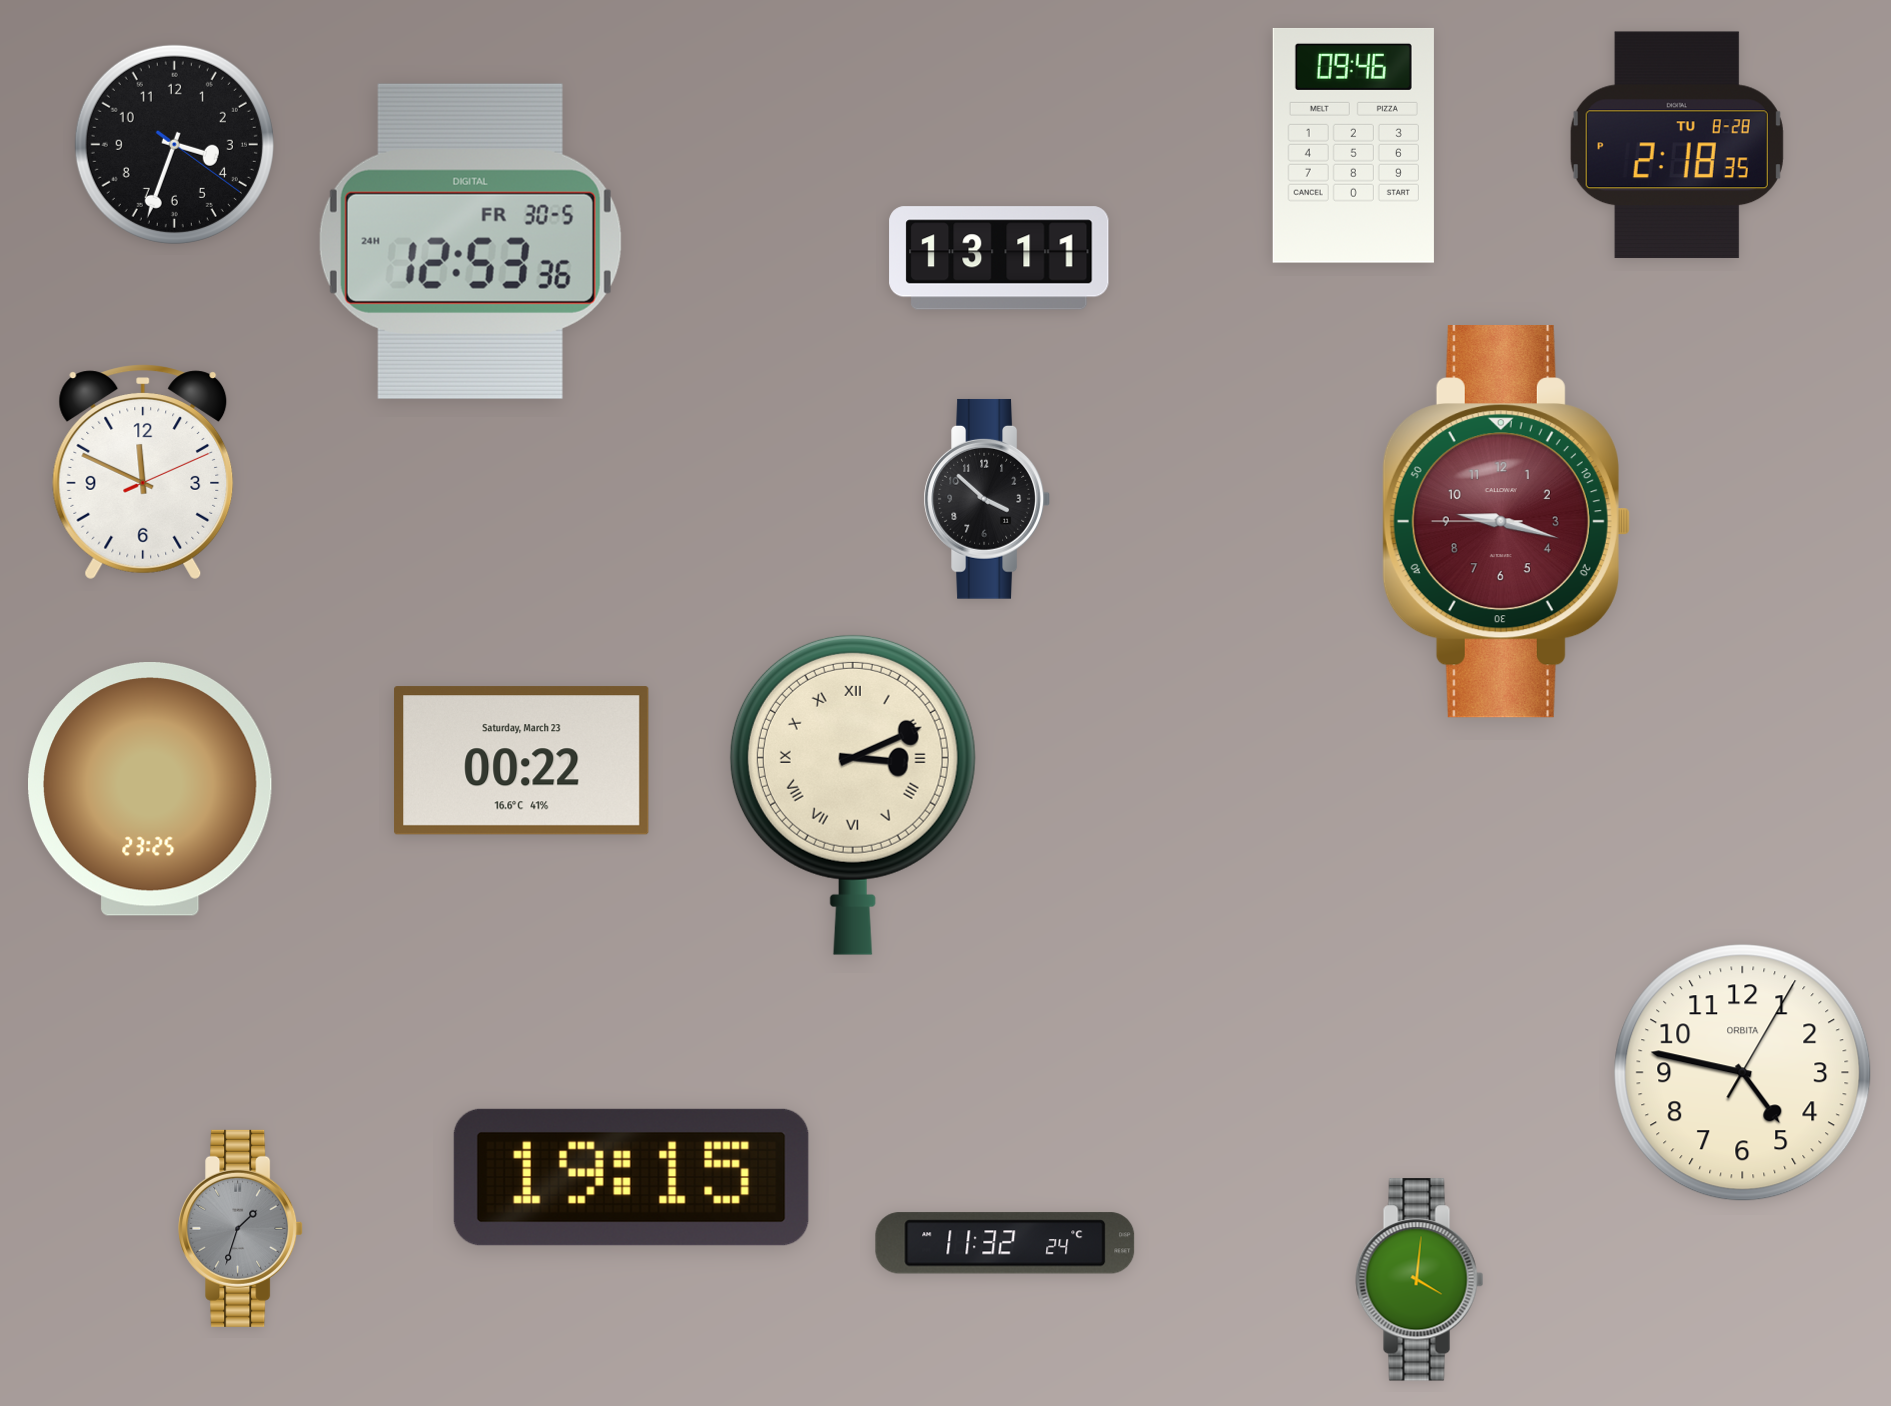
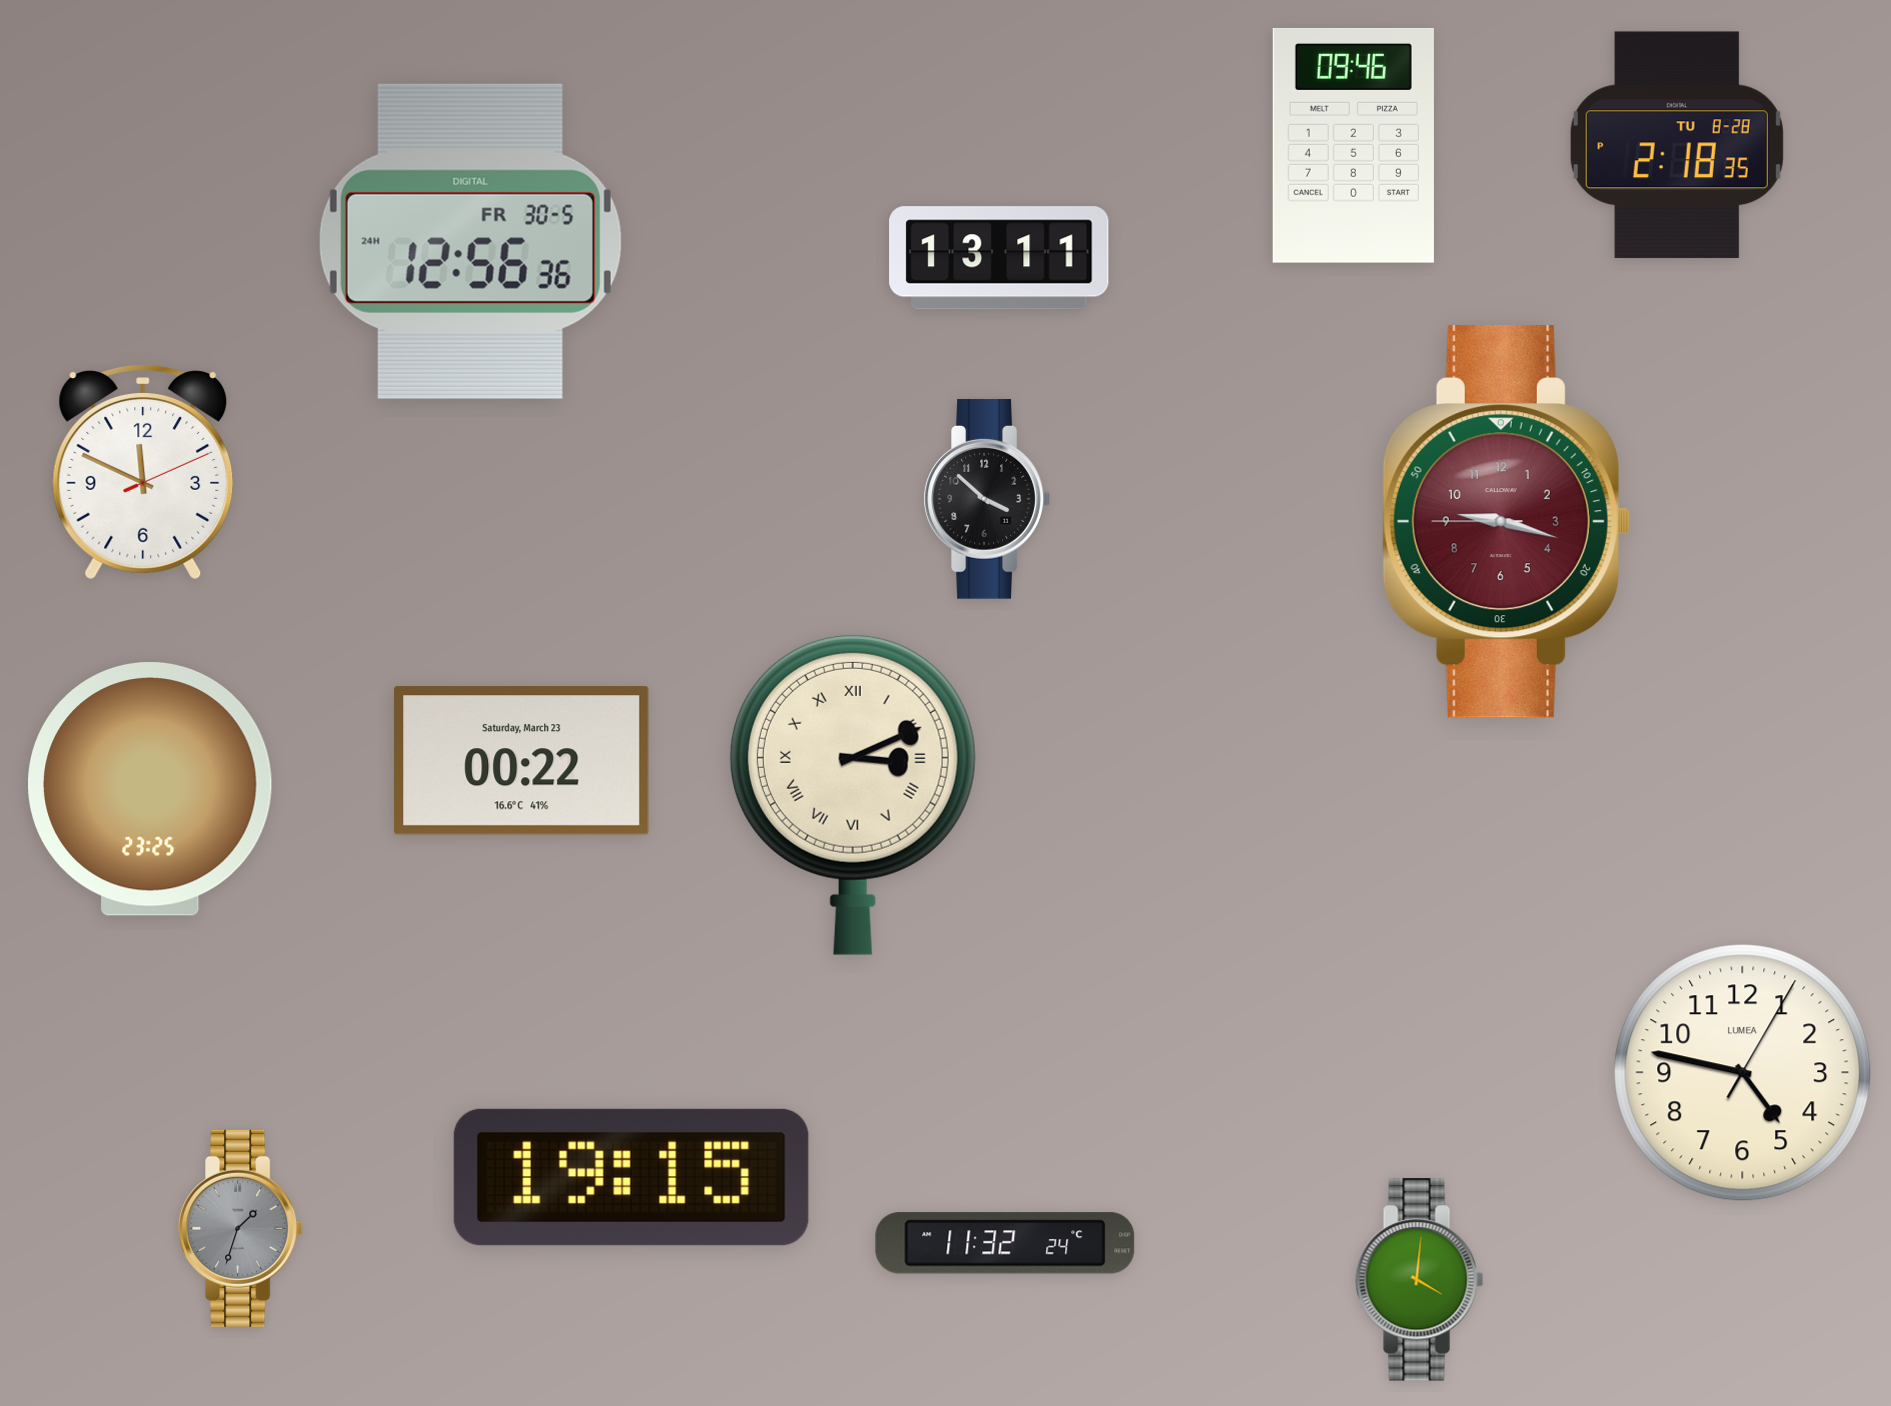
clock at (174, 144): 3:33 -> none
clock at (470, 241): 12:53 -> 12:56
clock at (1743, 1073) brand: ORBITA -> LUMEA
